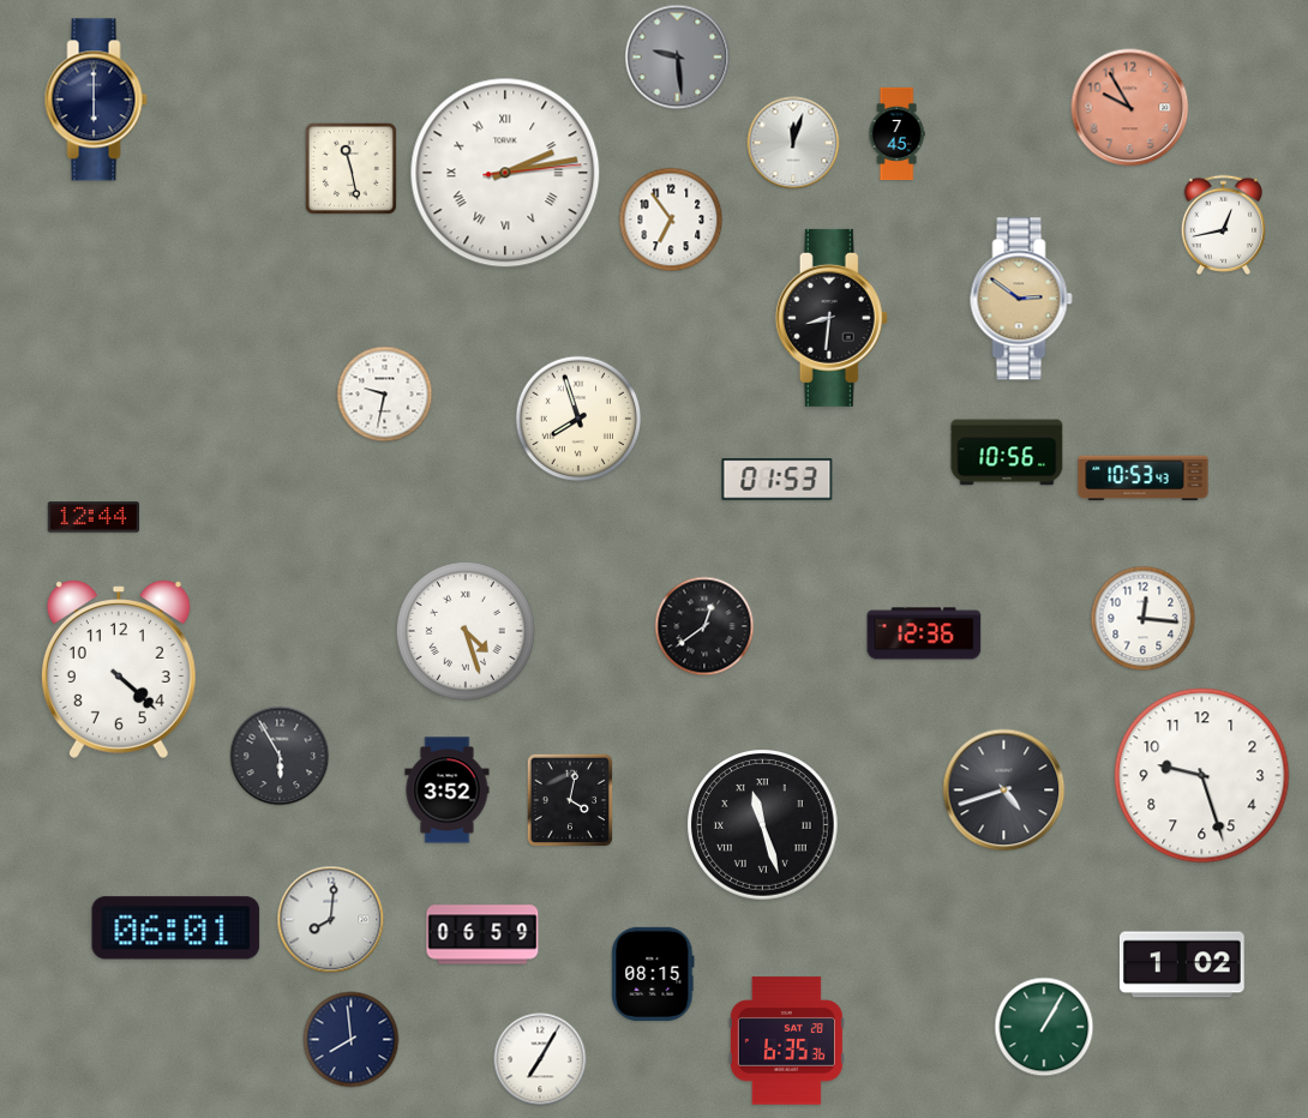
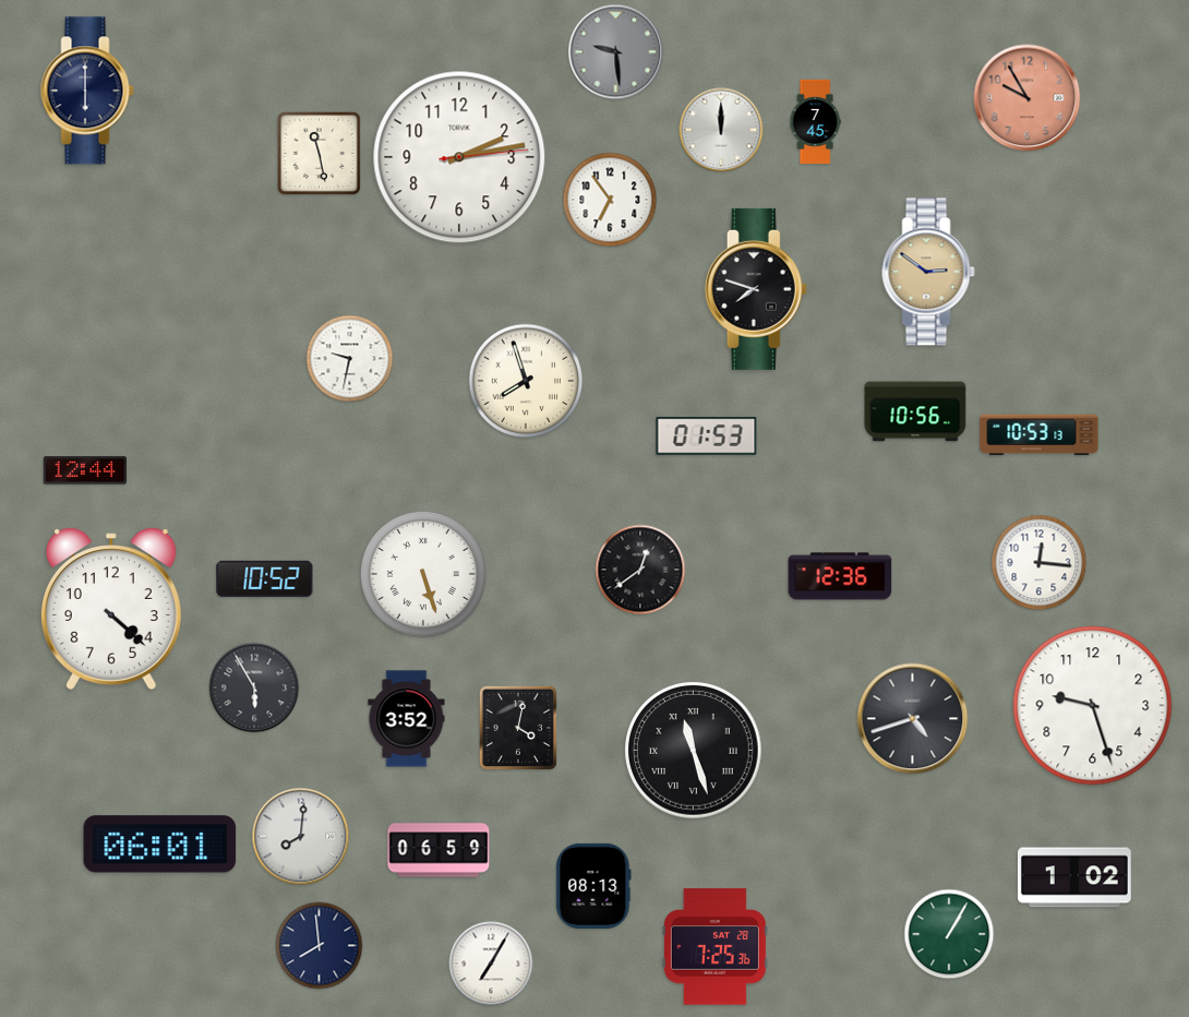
clock at (793, 143): 12:03 -> 12:00
clock at (505, 173) numerals: Roman -> Arabic
clock at (1223, 224): 12:43 -> none
clock at (832, 318): 8:31 -> 7:48
clock at (1144, 479): 10:53:43 -> 10:53:13
clock at (466, 631): 4:27 -> 5:27
clock at (265, 578): none -> 10:52
clock at (119, 669) position: (119, 669) -> (111, 609)
clock at (653, 974): 08:15 -> 08:13
clock at (786, 1041): 6:35 -> 7:25
